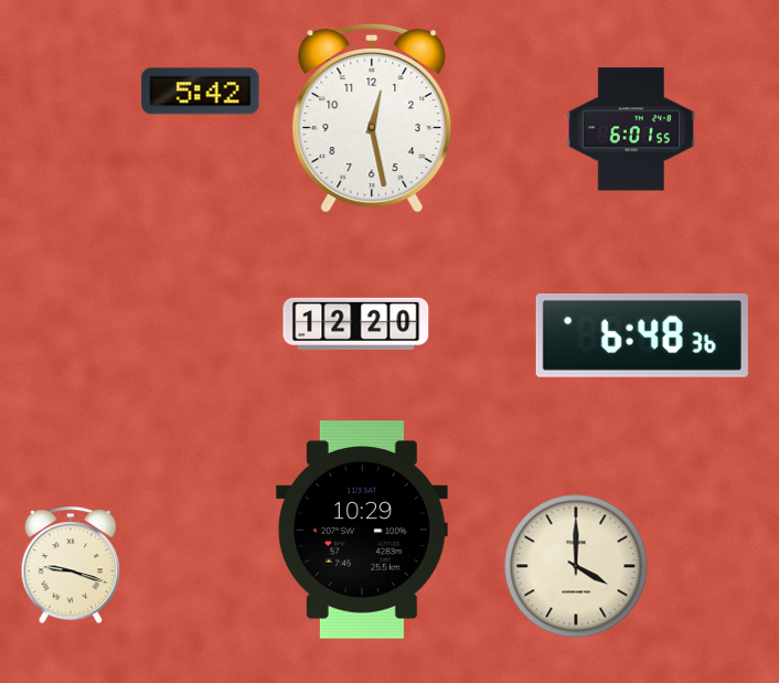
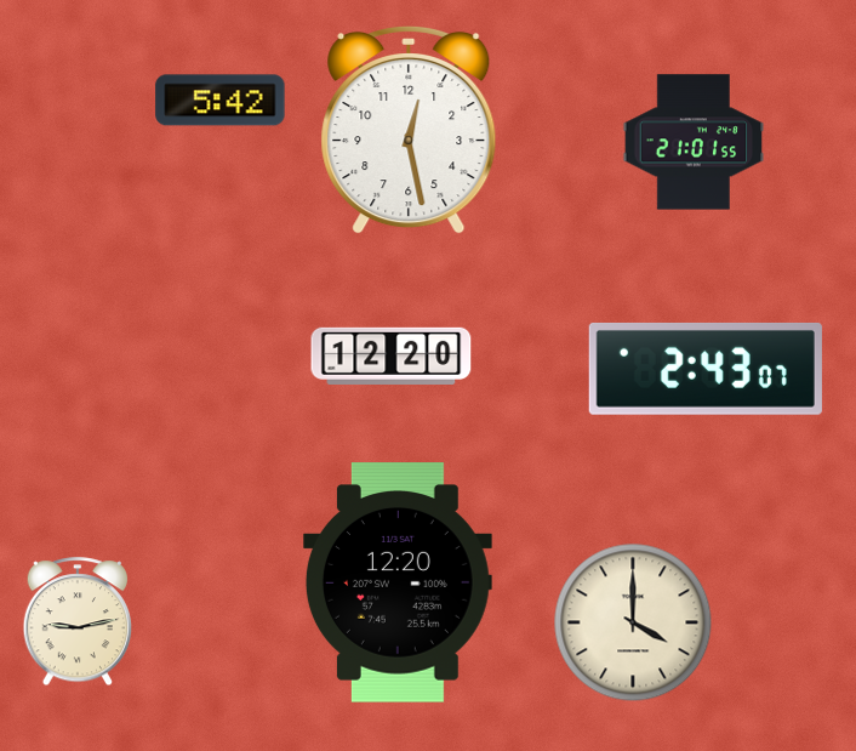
clock at (631, 129): 6:01 -> 21:01
clock at (642, 335): 6:48 -> 2:43
clock at (362, 530): 10:29 -> 12:20
clock at (71, 566): 9:18 -> 9:13
